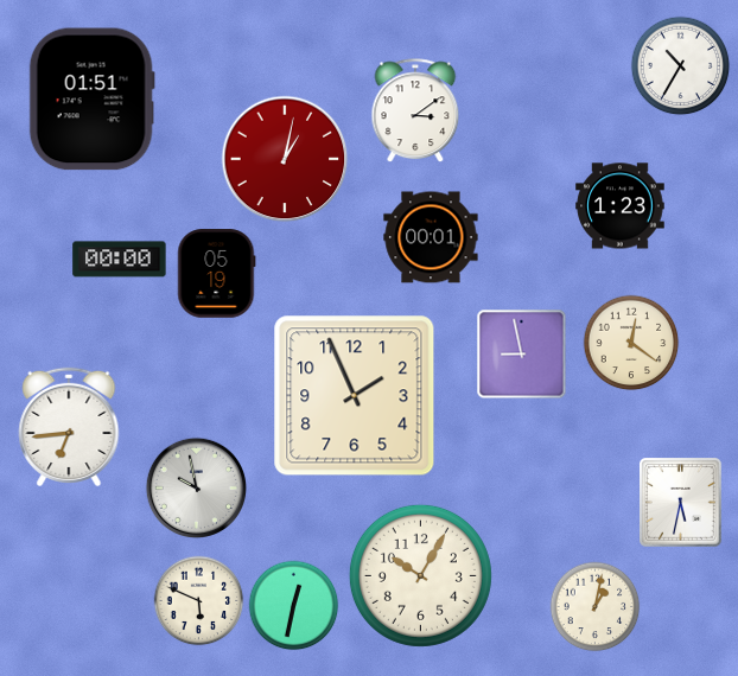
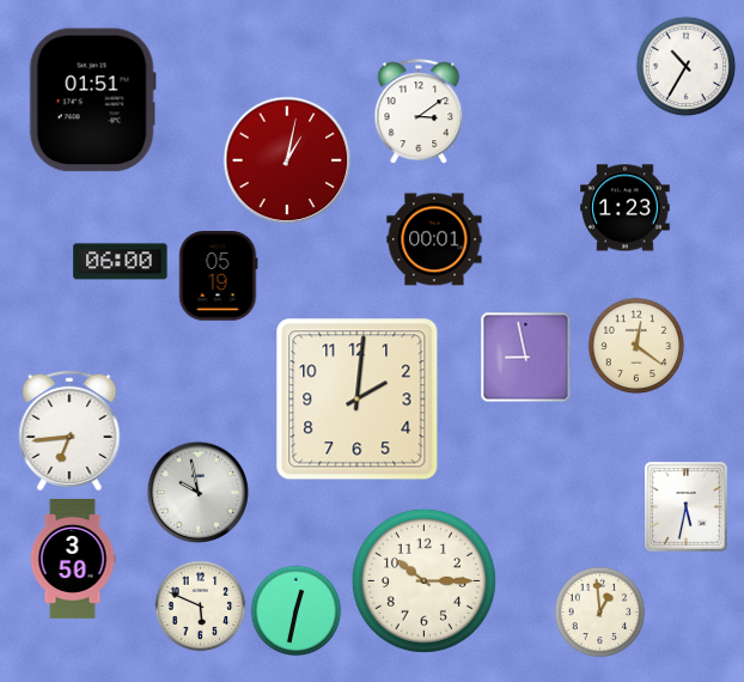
clock at (120, 260): 00:00 -> 06:00
clock at (355, 396): 1:56 -> 2:01
clock at (73, 559): none -> 3:50
clock at (420, 575): 10:05 -> 10:15
clock at (596, 607): 1:02 -> 12:59
